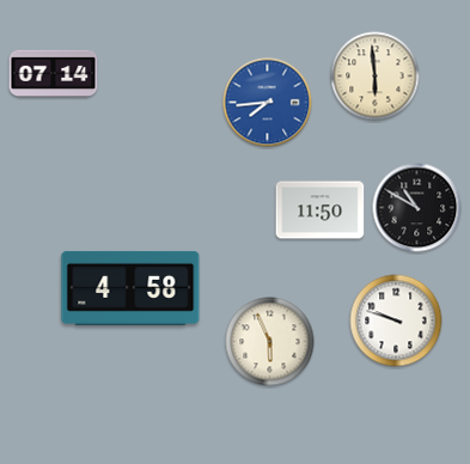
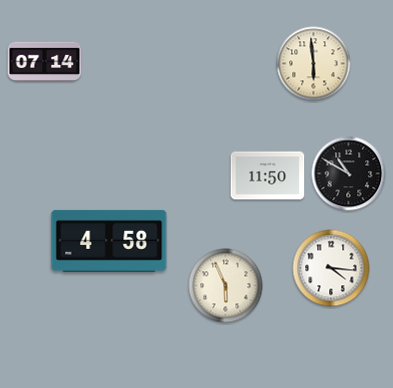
clock at (268, 103): 7:44 -> none
clock at (396, 320): 9:48 -> 4:16
